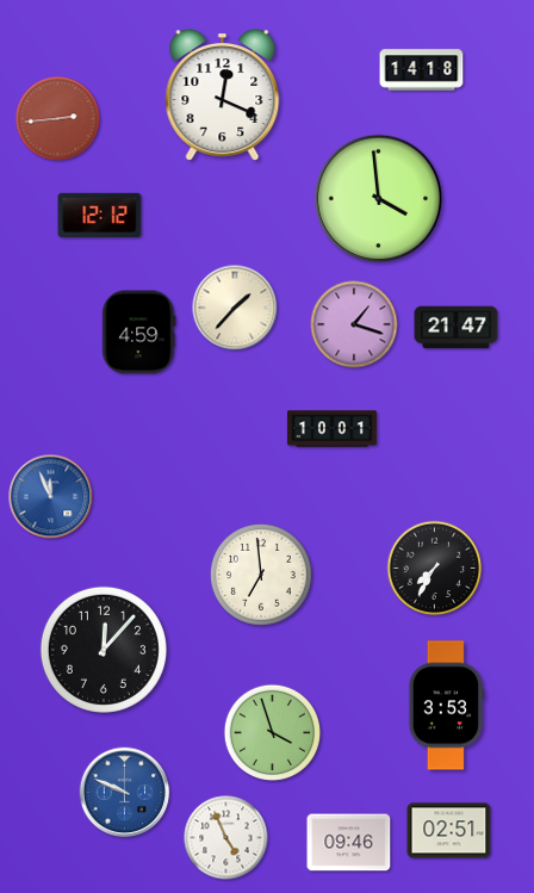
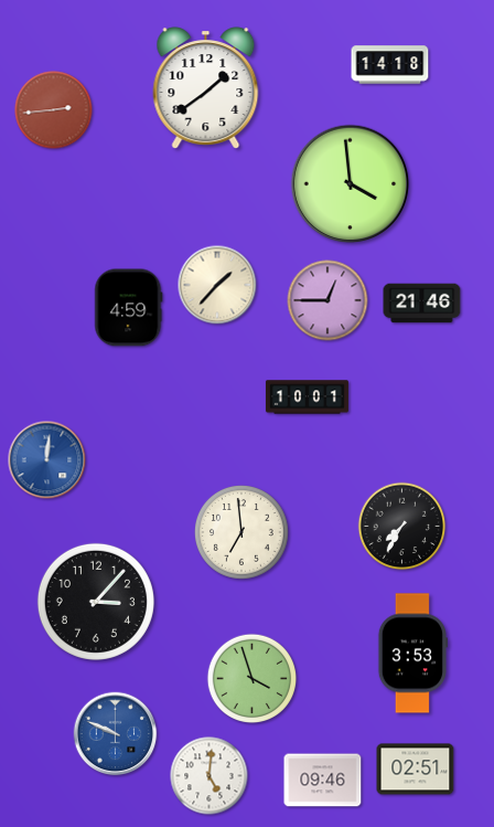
clock at (223, 95): 12:19 -> 1:39
clock at (100, 215): 12:12 -> none
clock at (354, 324): 1:18 -> 12:45
clock at (457, 328): 21:47 -> 21:46
clock at (51, 497): 11:56 -> 12:01
clock at (104, 650): 12:07 -> 3:07
clock at (226, 838): 4:56 -> 5:01
